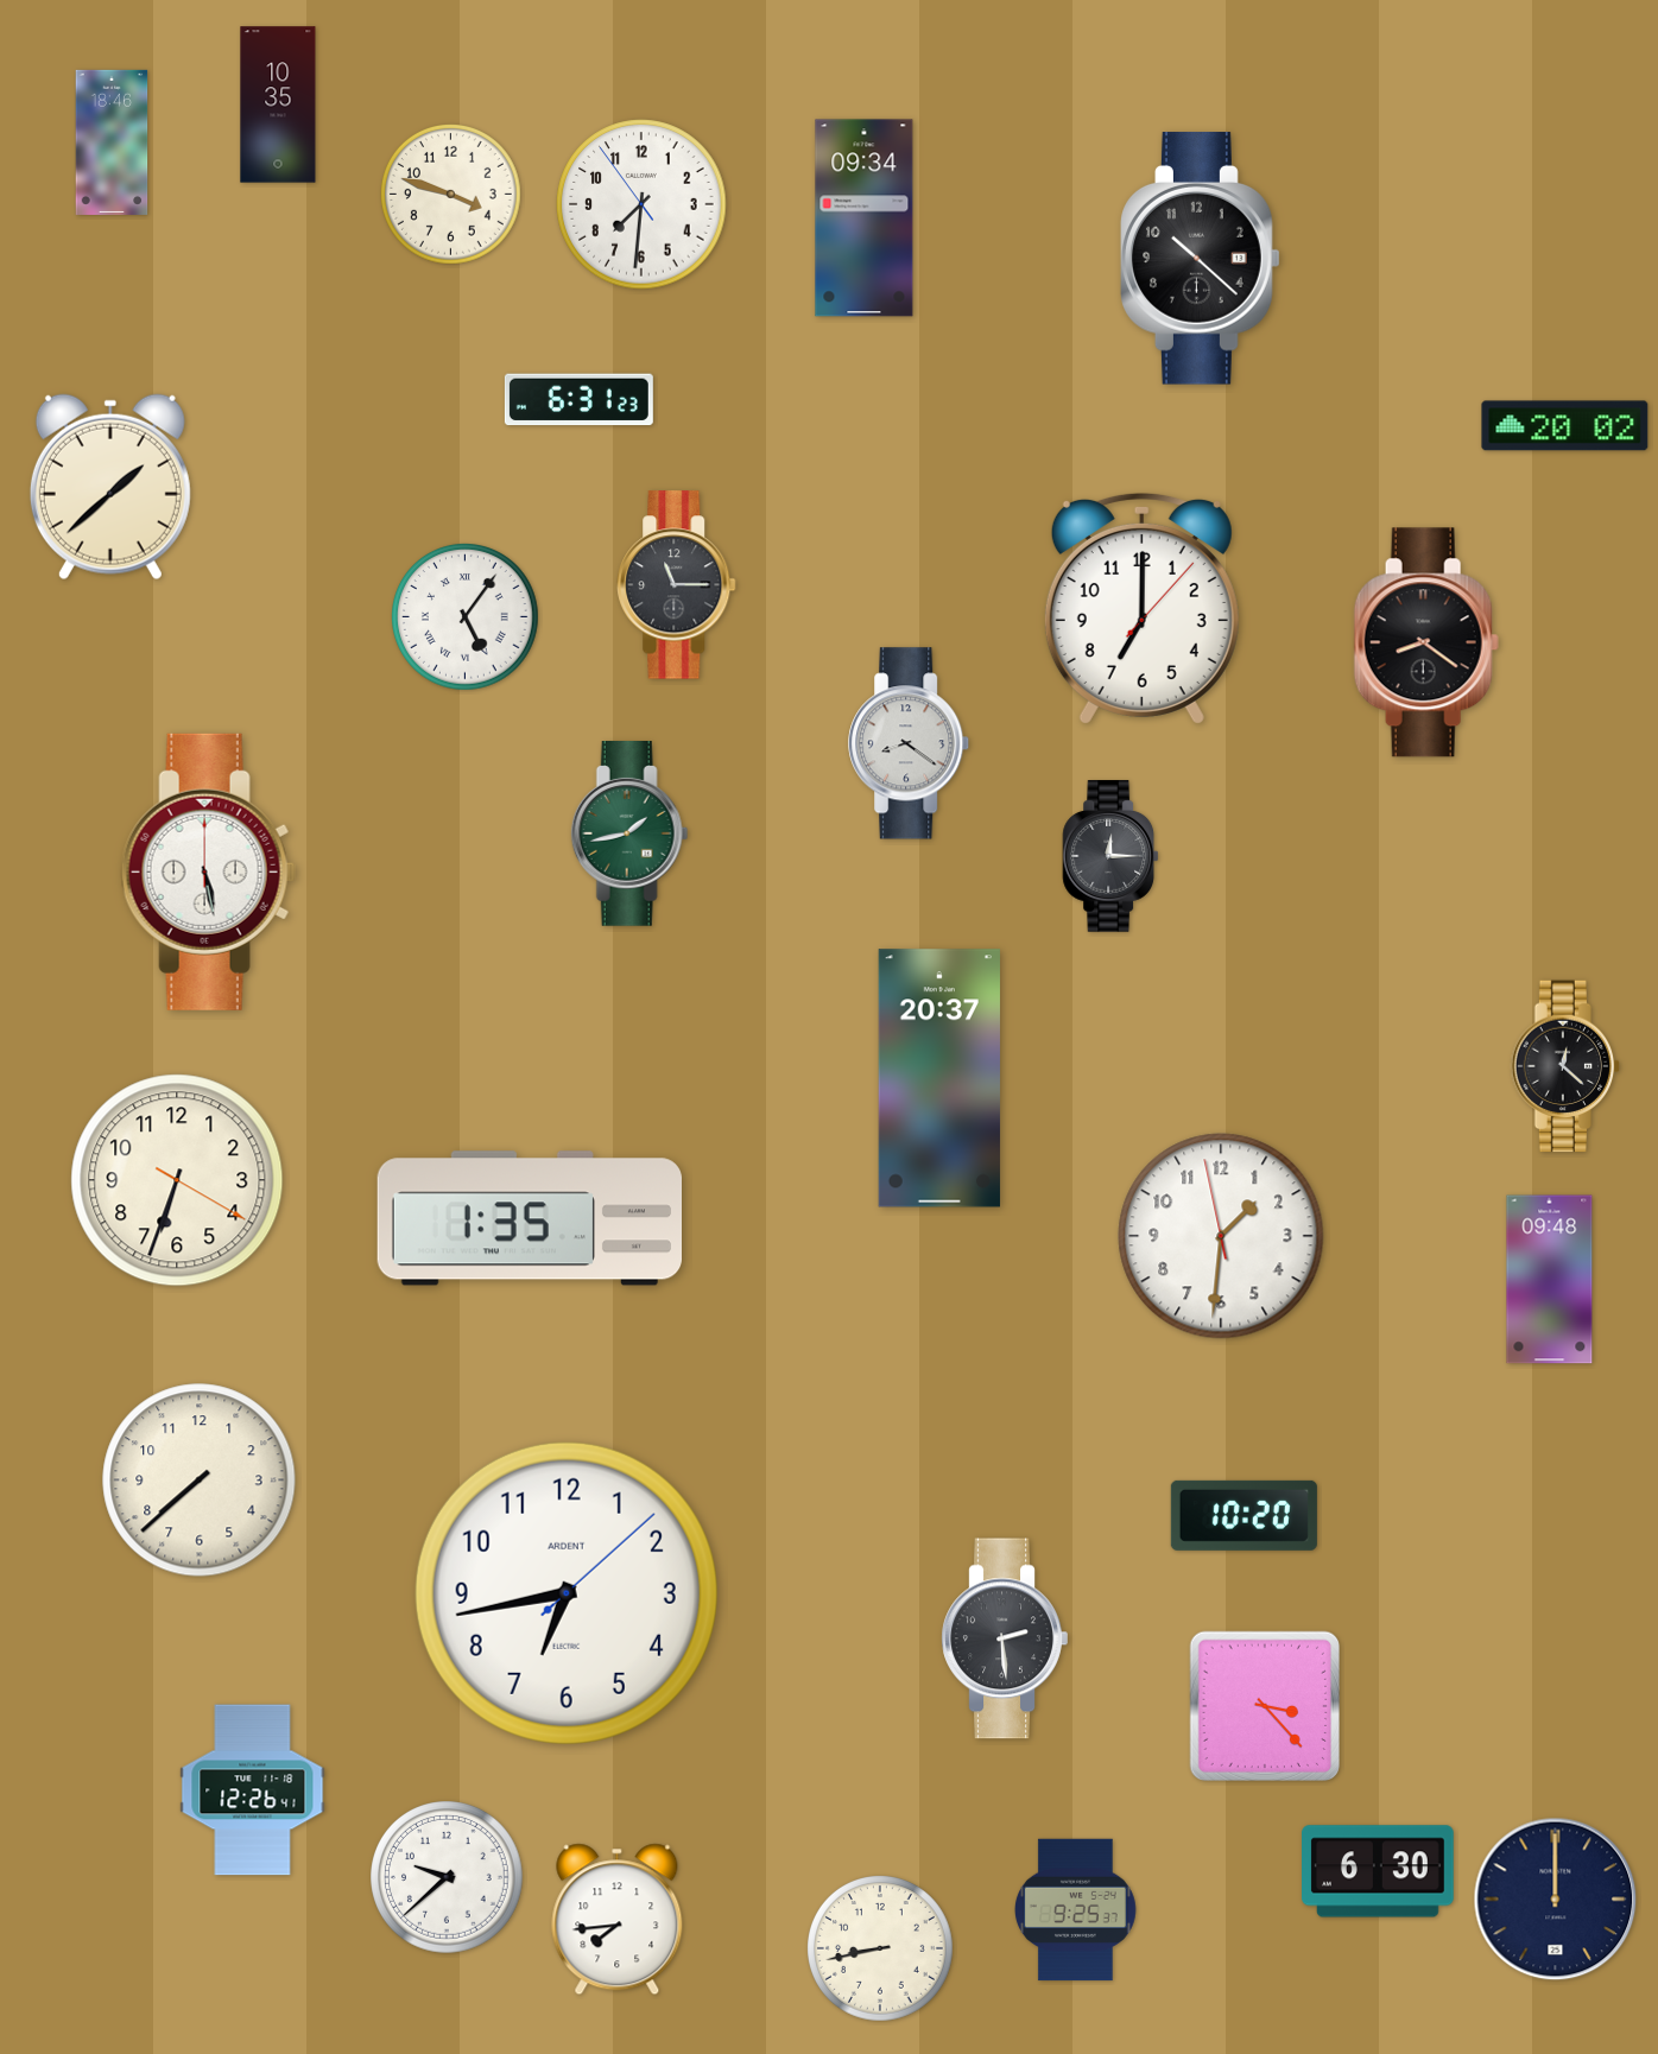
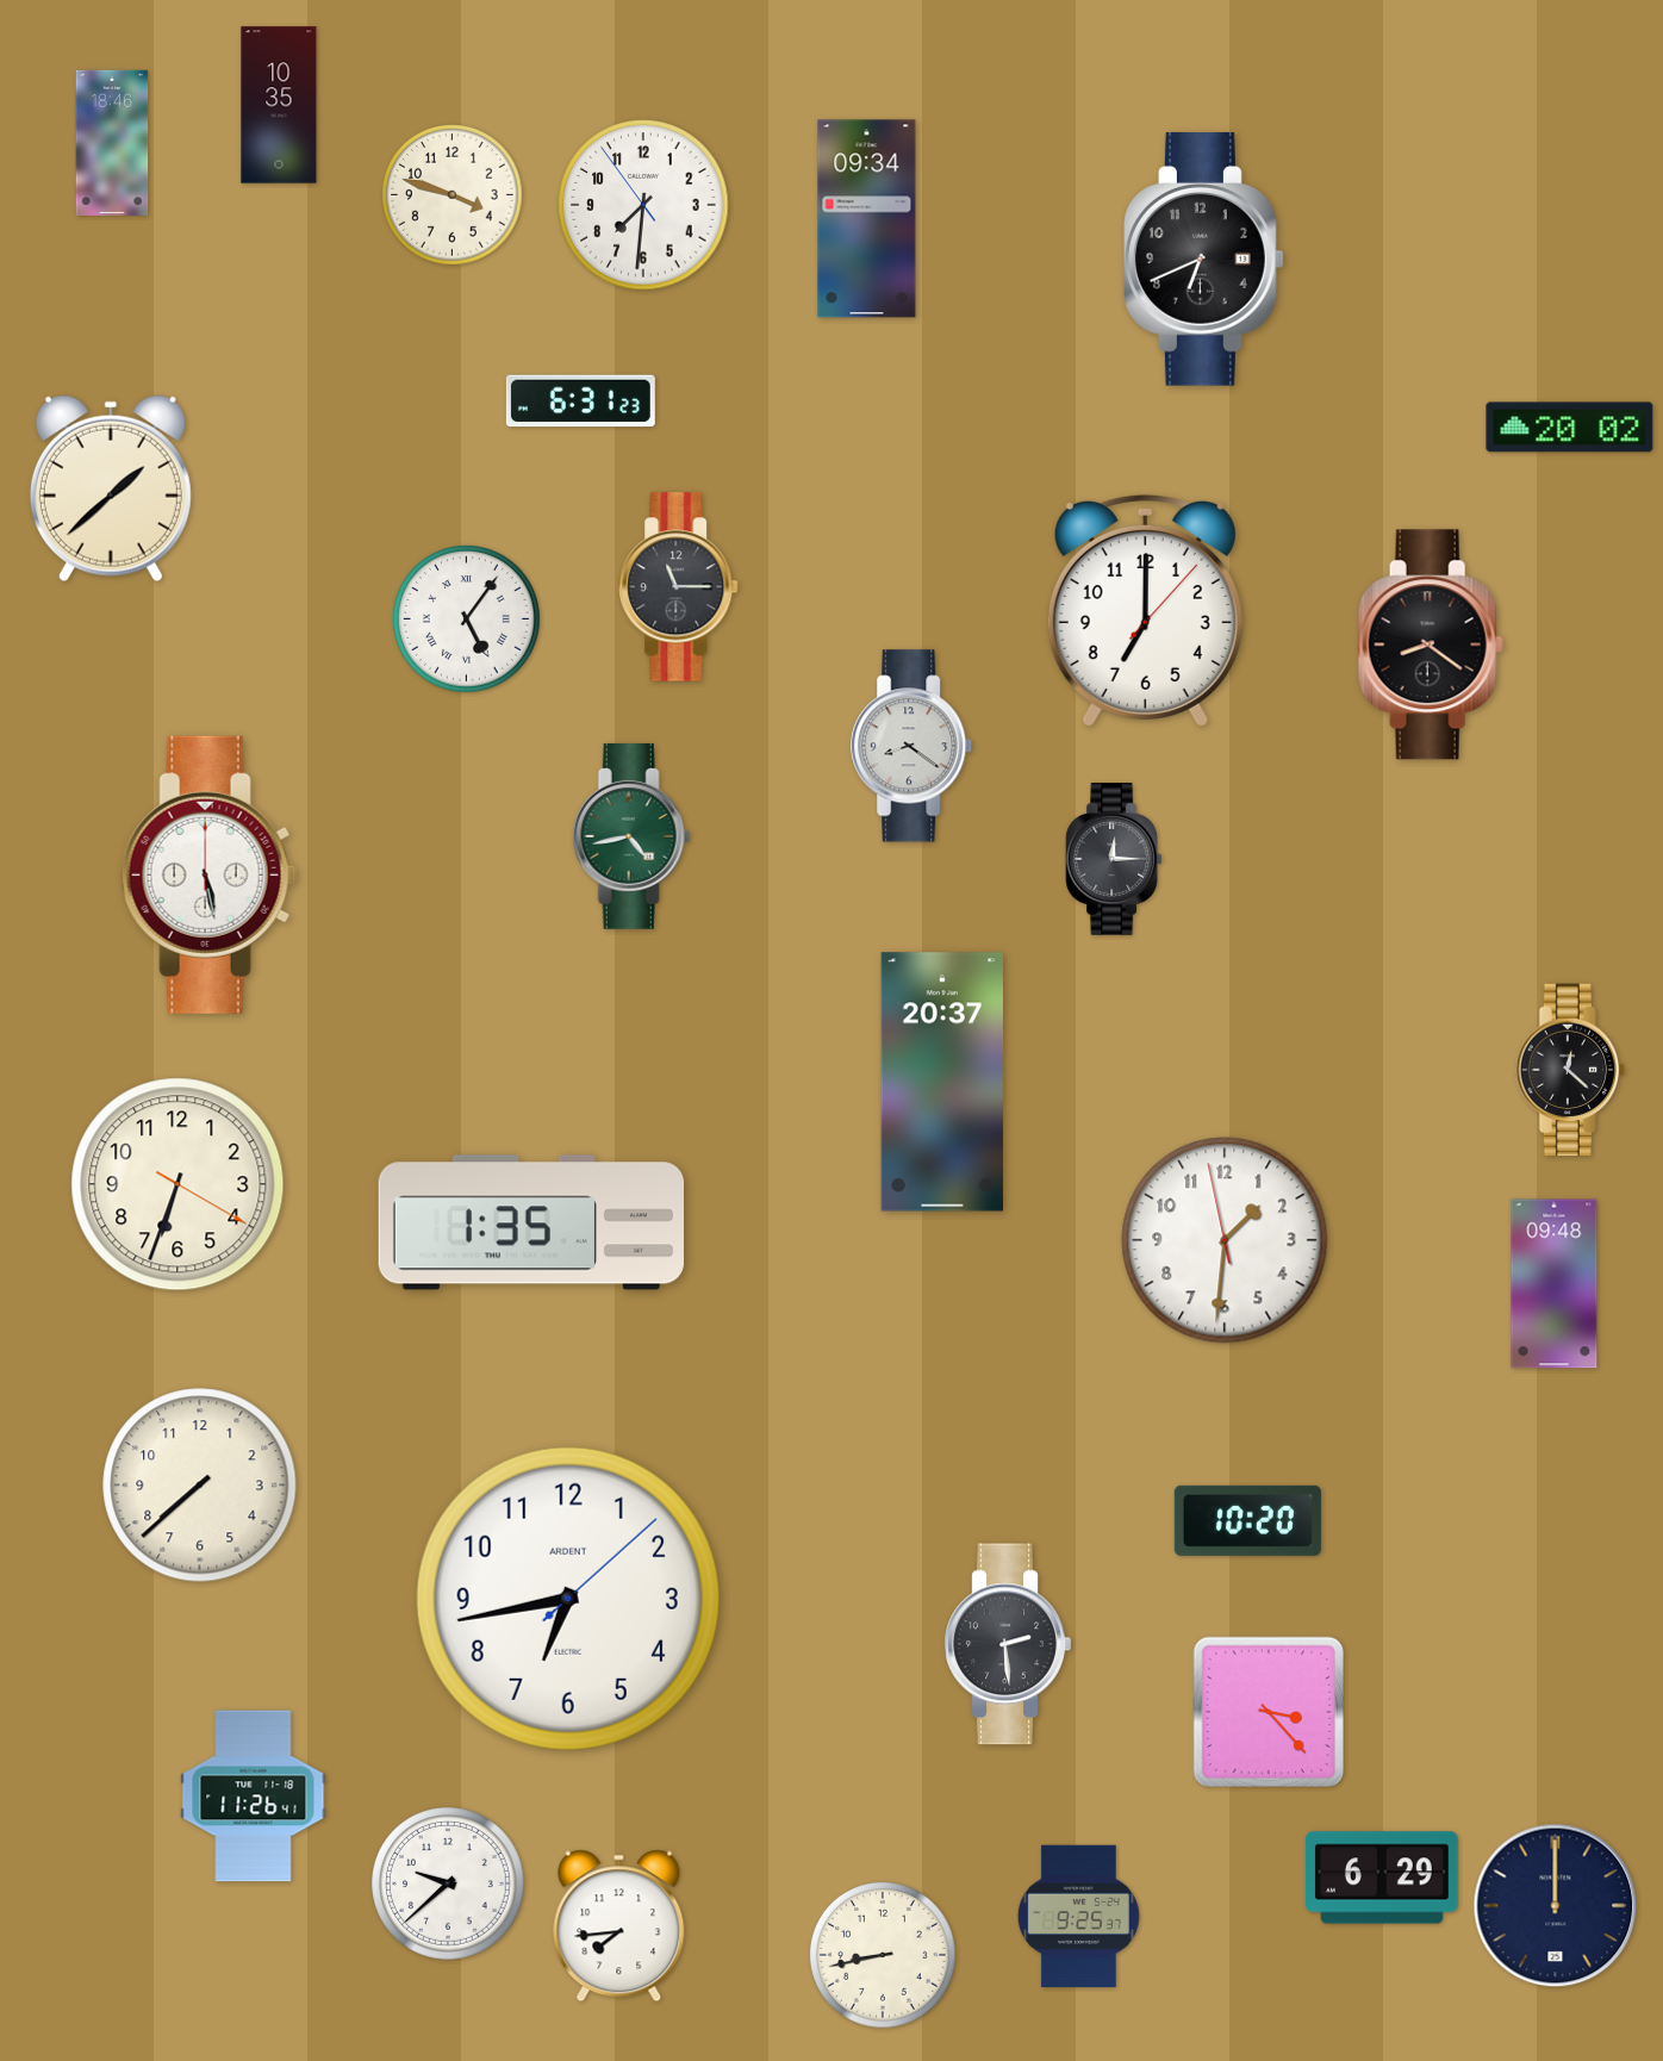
clock at (1201, 259): 10:22 -> 6:41
clock at (629, 835): 1:43 -> 4:43
clock at (253, 1790): 12:26 -> 11:26
clock at (1379, 1871): 6:30 -> 6:29
clock at (1556, 1900) position: (1556, 1900) -> (1556, 1906)
